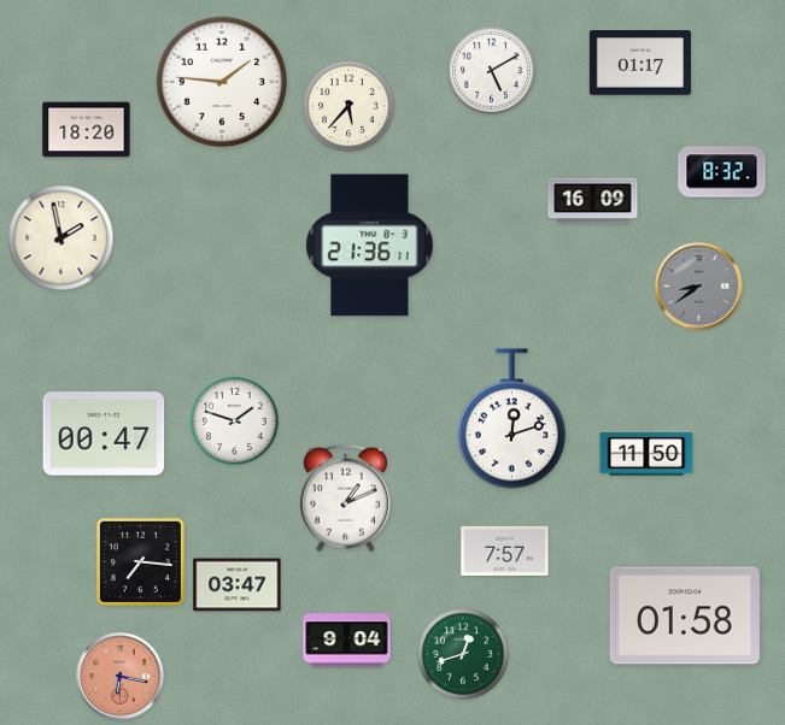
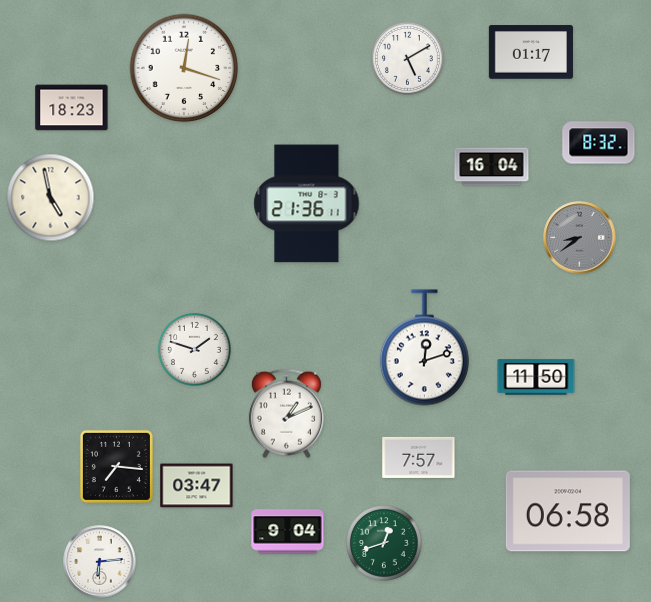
clock at (222, 82): 1:46 -> 12:18
clock at (348, 106): 5:37 -> none
clock at (87, 130): 18:20 -> 18:23
clock at (593, 201): 16:09 -> 16:04
clock at (61, 238): 1:58 -> 4:58
clock at (104, 434): 00:47 -> none
clock at (685, 615): 01:58 -> 06:58
clock at (121, 677): 6:17 -> 6:14
clock at (121, 677) dial: salmon -> white
